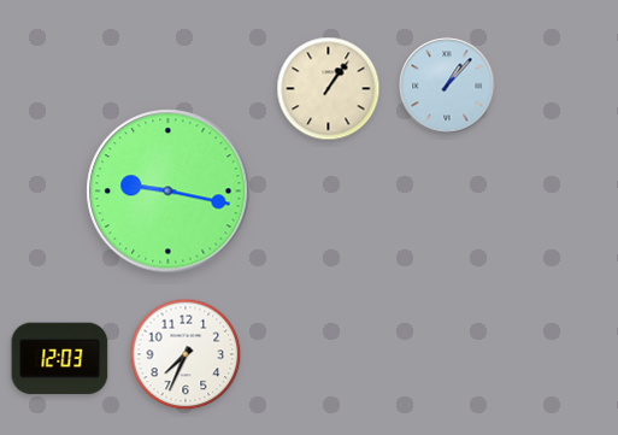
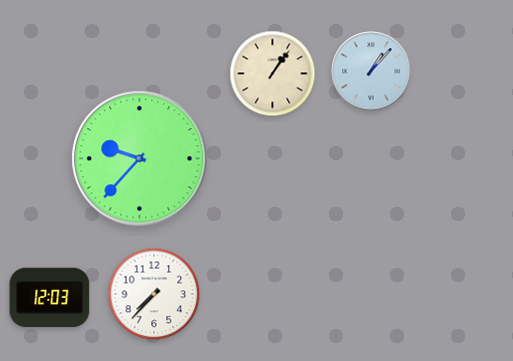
clock at (169, 192): 9:17 -> 9:37
clock at (186, 354): 7:34 -> 7:37
